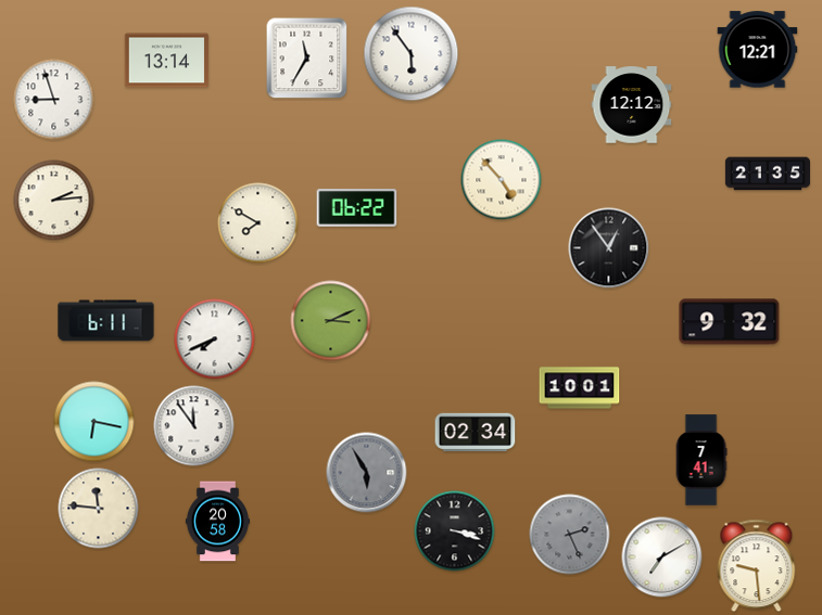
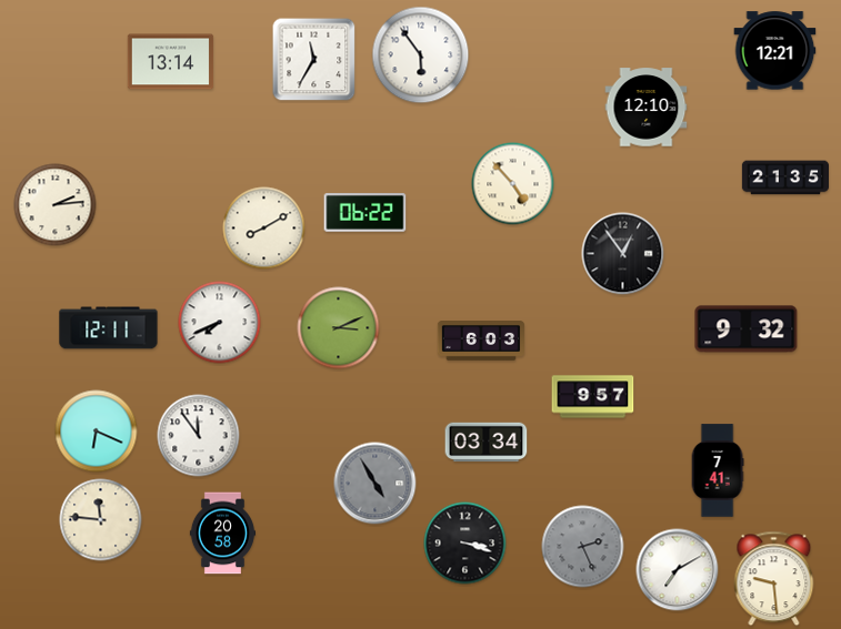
clock at (54, 100): 8:57 -> none
clock at (632, 105): 12:12 -> 12:10
clock at (258, 223): 7:50 -> 8:10
clock at (106, 321): 6:11 -> 12:11
clock at (481, 342): none -> 6:03
clock at (215, 339) position: (215, 339) -> (220, 323)
clock at (580, 388): 10:01 -> 9:57
clock at (94, 422): 6:17 -> 6:19
clock at (476, 433): 02:34 -> 03:34
clock at (367, 473): 5:55 -> 4:55
